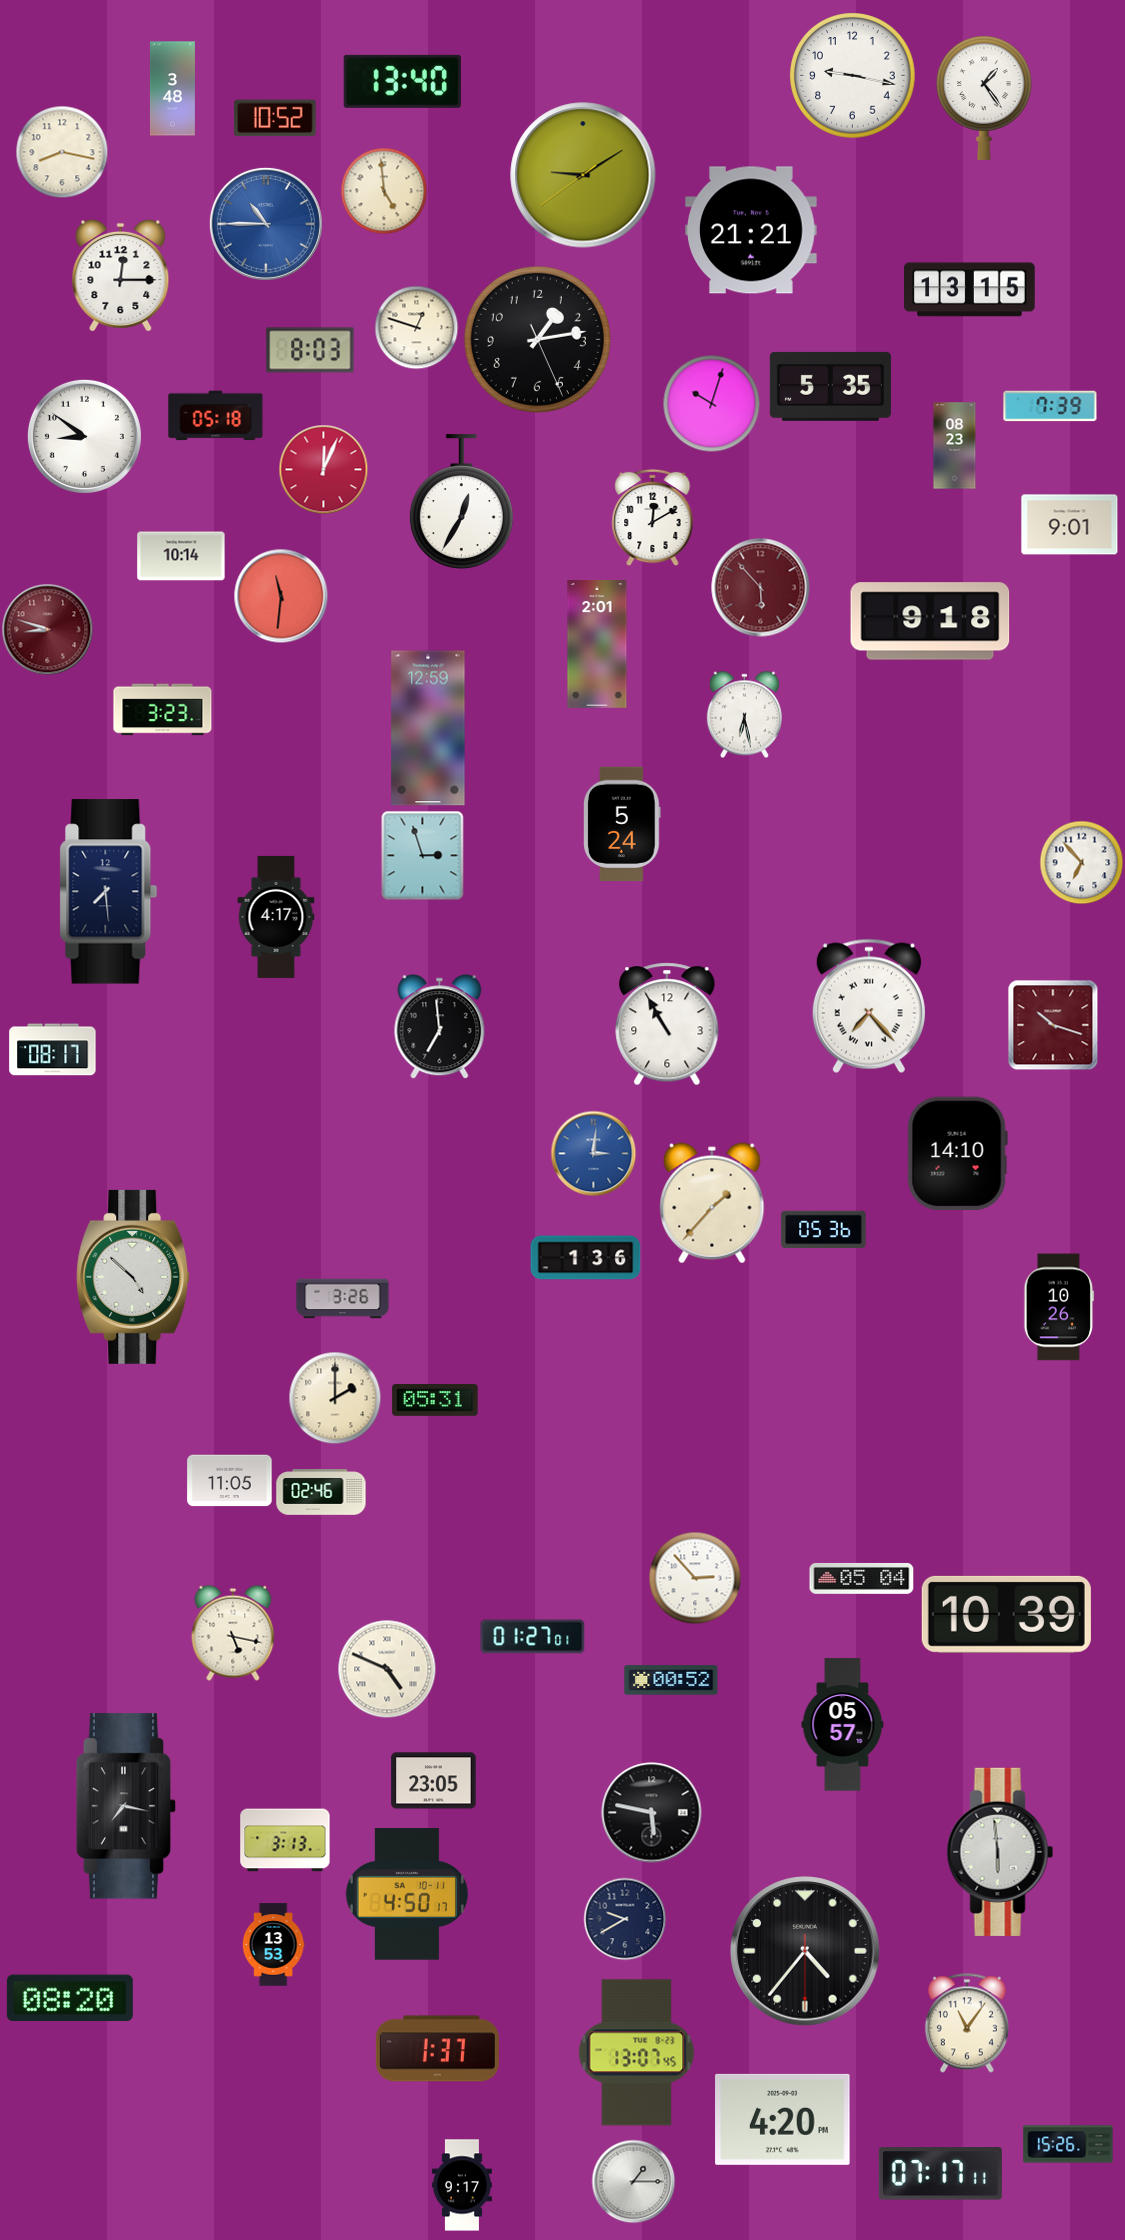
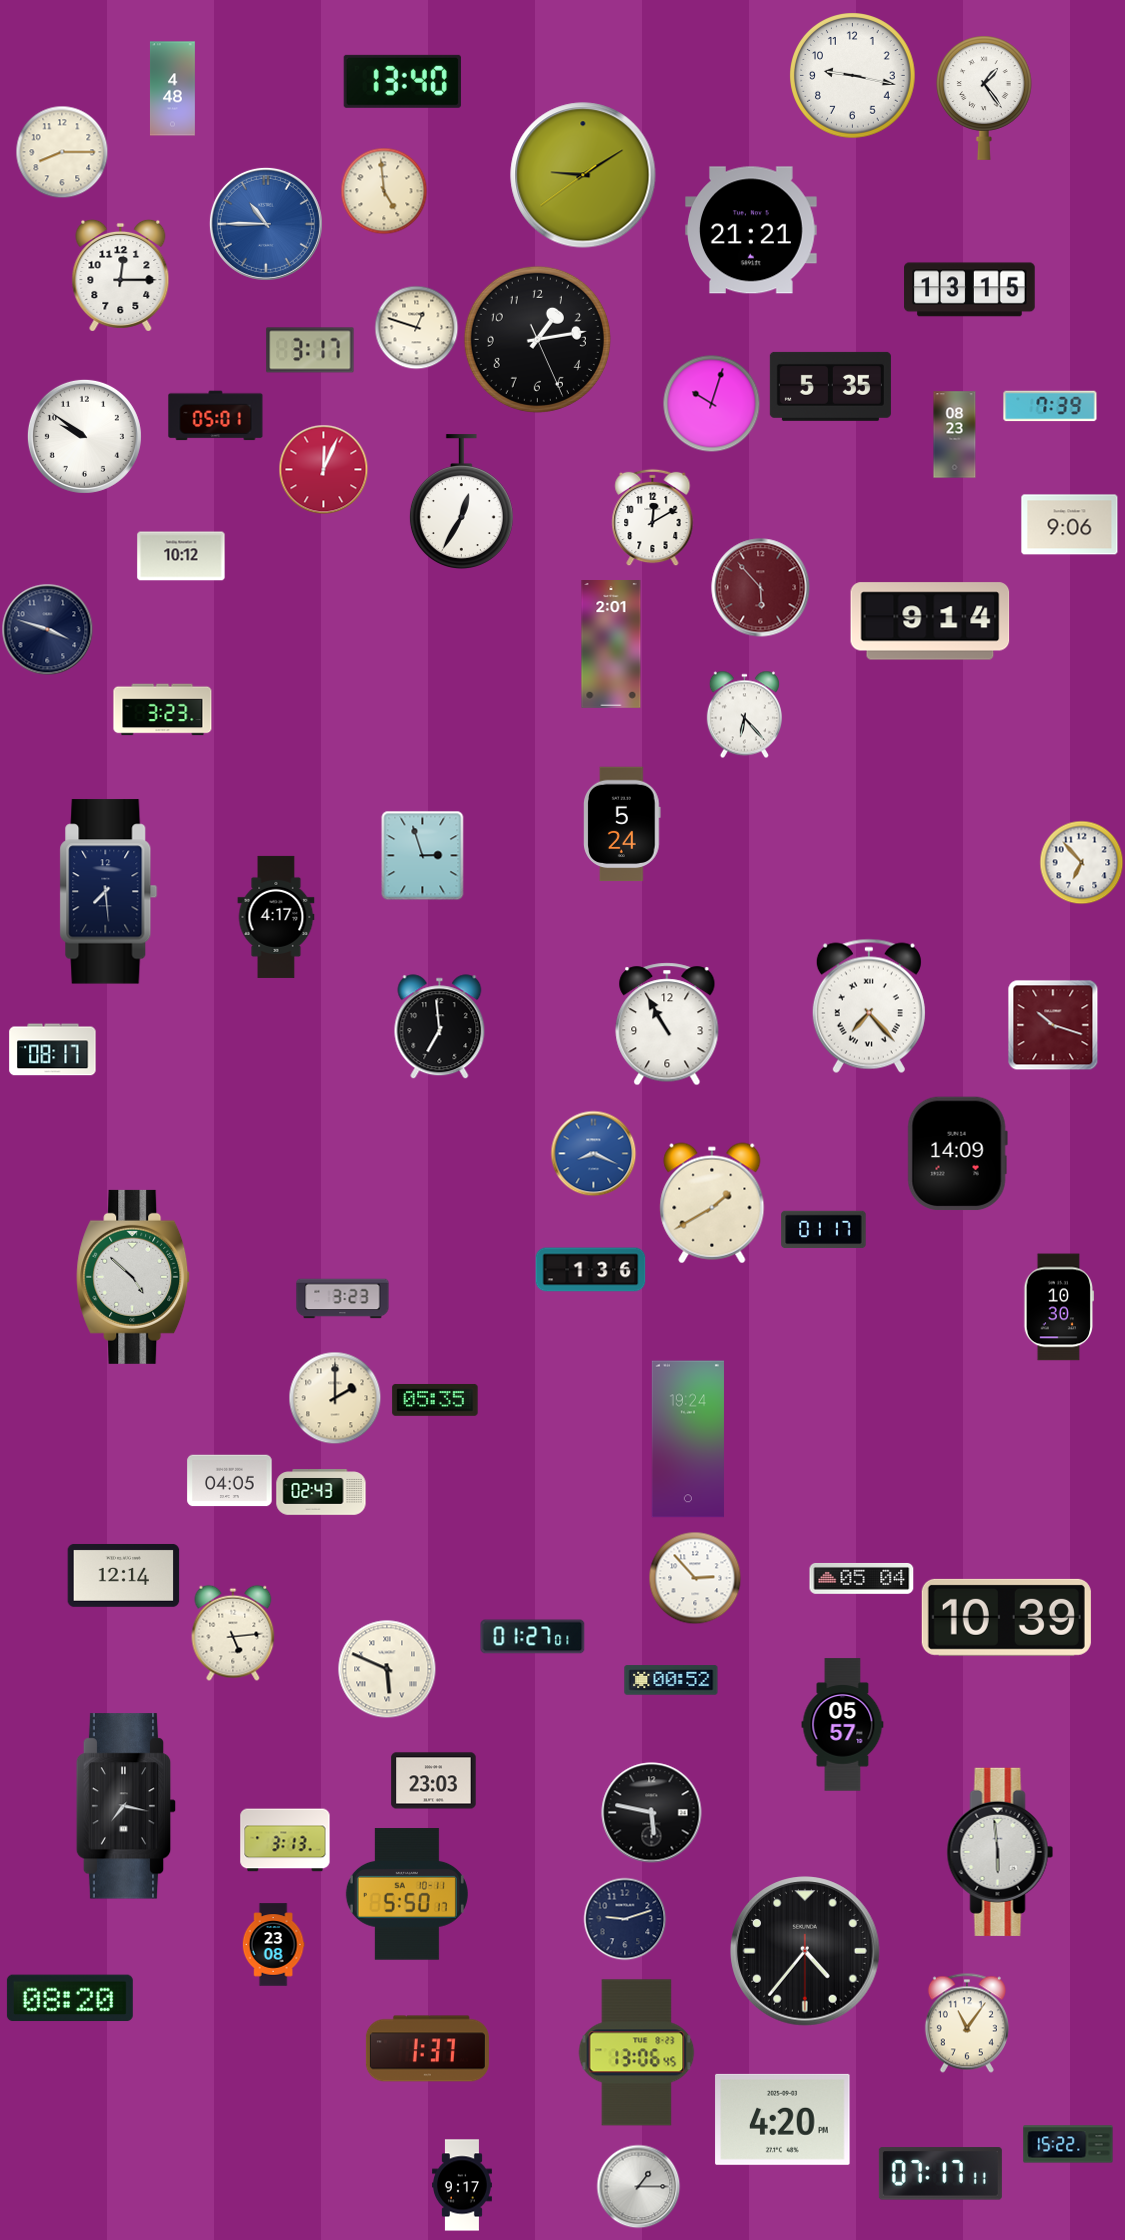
clock at (172, 89): 3:48 -> 4:48
clock at (276, 118): 10:52 -> none
clock at (62, 152): 8:17 -> 8:15
clock at (310, 350): 8:03 -> 3:17
clock at (216, 416): 05:18 -> 05:01
clock at (84, 436): 8:51 -> 9:51
clock at (955, 446) position: (955, 446) -> (955, 435)
clock at (1070, 525): 9:01 -> 9:06
clock at (181, 556): 10:14 -> 10:12
clock at (281, 596): 11:31 -> none
clock at (930, 621): 9:18 -> 9:14
clock at (47, 629): 8:48 -> 3:48
clock at (47, 629) dial: burgundy -> navy
clock at (597, 645) position: (597, 645) -> (611, 645)
clock at (744, 714): 6:28 -> 6:23
clock at (428, 728): 12:59 -> none
clock at (593, 1153): 3:01 -> 8:19
clock at (957, 1154): 14:10 -> 14:09
clock at (712, 1203): 1:37 -> 1:40
clock at (824, 1230): 05:36 -> 01:17
clock at (586, 1258) position: (586, 1258) -> (591, 1270)
clock at (343, 1299): 3:26 -> 3:23
clock at (1058, 1307): 10:26 -> 10:30
clock at (435, 1400): 05:31 -> 05:35
clock at (688, 1439): none -> 19:24
clock at (230, 1481): 11:05 -> 04:05
clock at (321, 1492): 02:46 -> 02:43
clock at (124, 1576): none -> 12:14
clock at (1006, 1614) position: (1006, 1614) -> (1006, 1617)
clock at (233, 1633): 5:17 -> 5:14
clock at (387, 1669): 4:49 -> 5:49
clock at (434, 1781): 23:05 -> 23:03
clock at (407, 1894): 4:50 -> 5:50
clock at (625, 1919): 9:40 -> 9:12
clock at (273, 1945): 13:53 -> 23:08
clock at (437, 2049) position: (437, 2049) -> (427, 2049)
clock at (637, 2053): 13:07 -> 13:06
clock at (1068, 2144): 15:26 -> 15:22
clock at (633, 2181) position: (633, 2181) -> (638, 2186)
